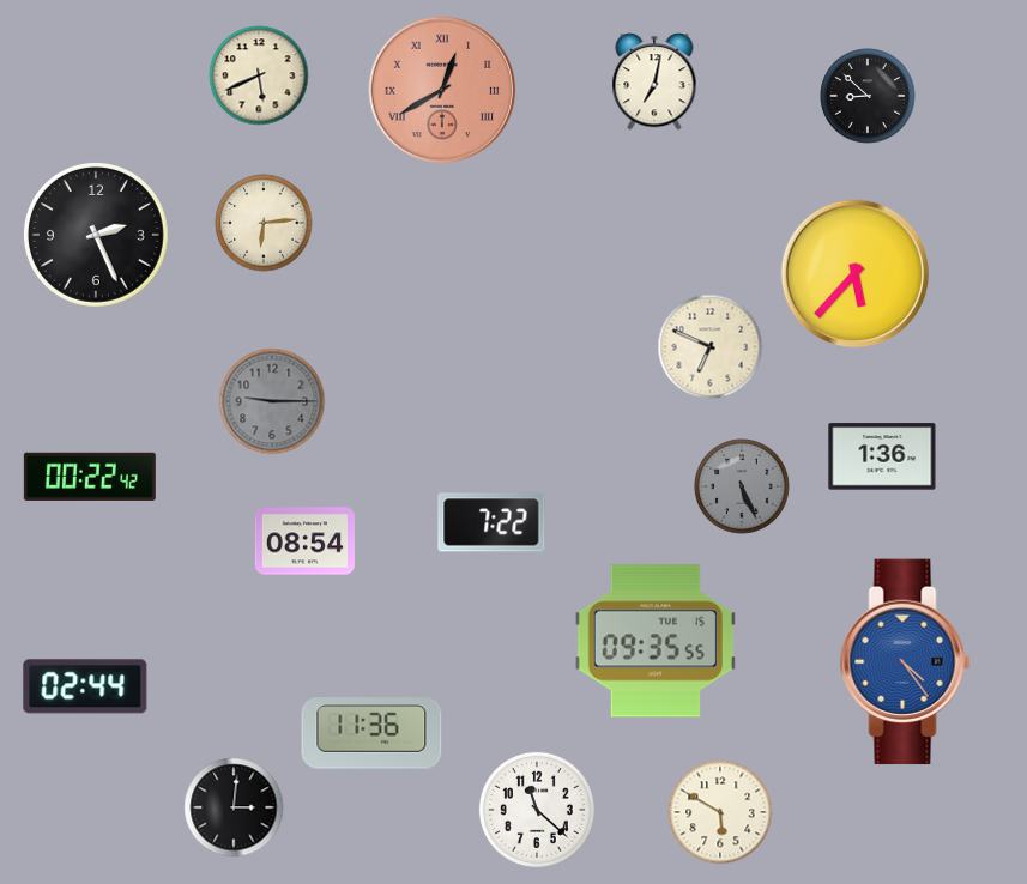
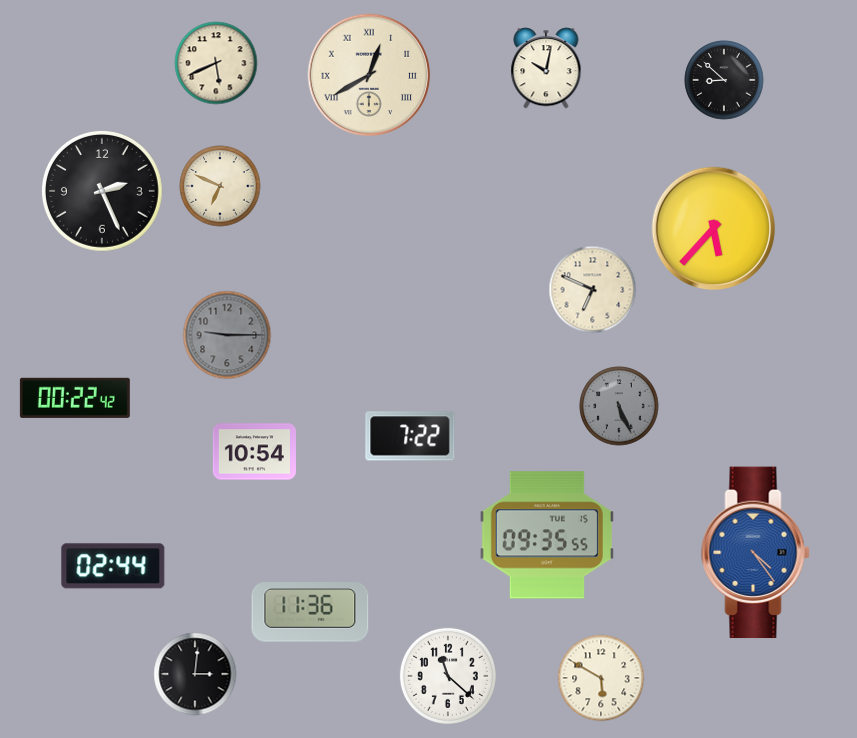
clock at (654, 81): 7:02 -> 10:02
clock at (442, 90) dial: salmon -> cream
clock at (264, 223): 6:14 -> 6:49
clock at (96, 235) position: (96, 235) -> (102, 191)
clock at (882, 456): 1:36 -> none
clock at (304, 541): 08:54 -> 10:54
clock at (85, 686) position: (85, 686) -> (113, 566)
